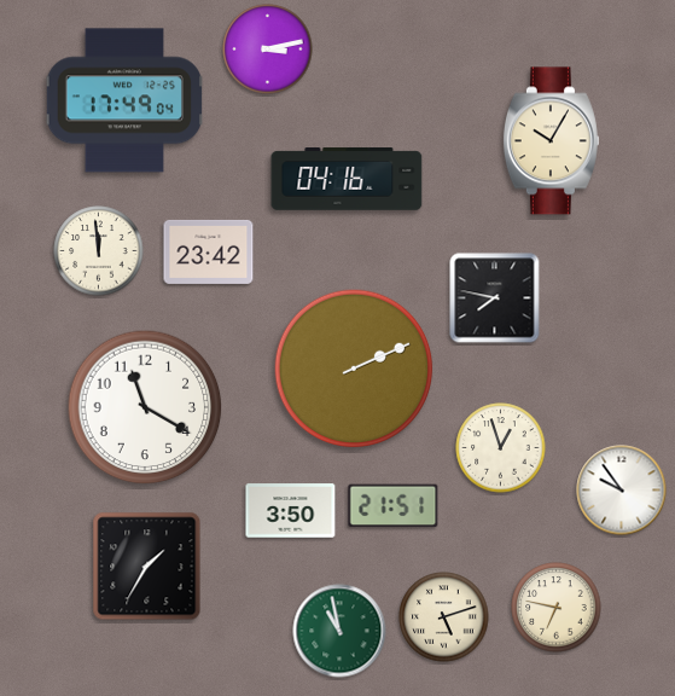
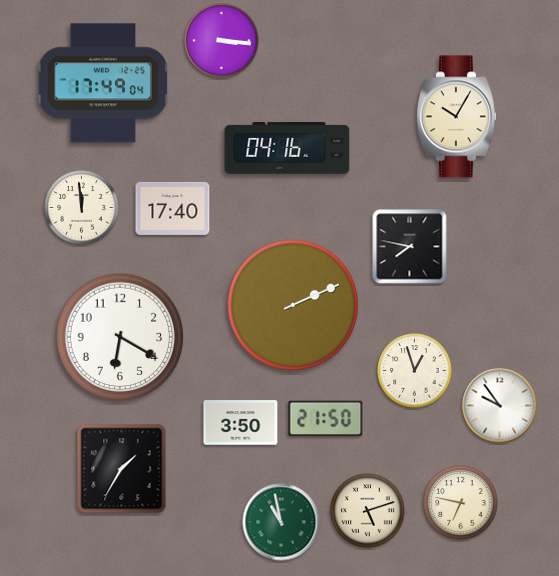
clock at (268, 50): 3:13 -> 3:16
clock at (209, 251): 23:42 -> 17:40
clock at (145, 407): 11:20 -> 6:20
clock at (622, 491) position: (622, 491) -> (500, 406)
clock at (394, 506): 21:51 -> 21:50
